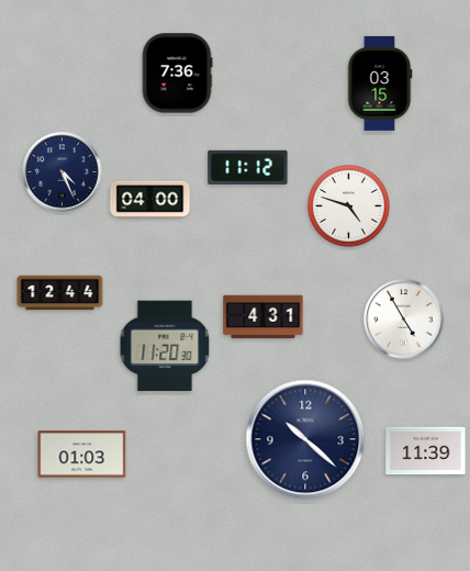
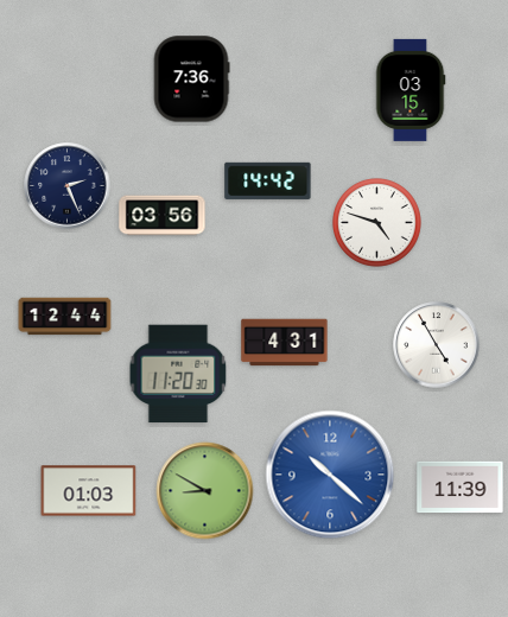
clock at (248, 167): 11:12 -> 14:42
clock at (63, 172): 4:26 -> 2:26
clock at (150, 200): 04:00 -> 03:56
clock at (305, 439) dial: navy -> blue
clock at (205, 491): none -> 8:50
